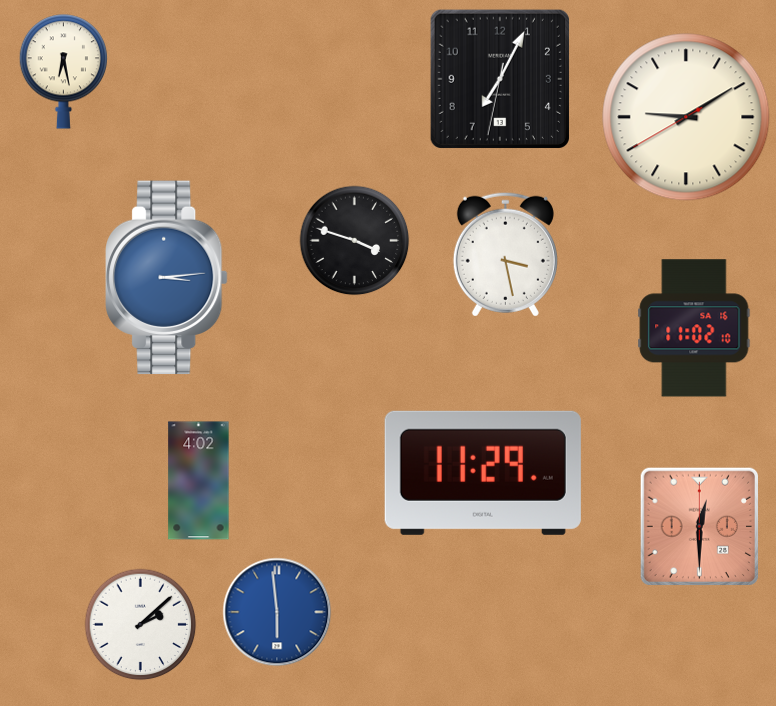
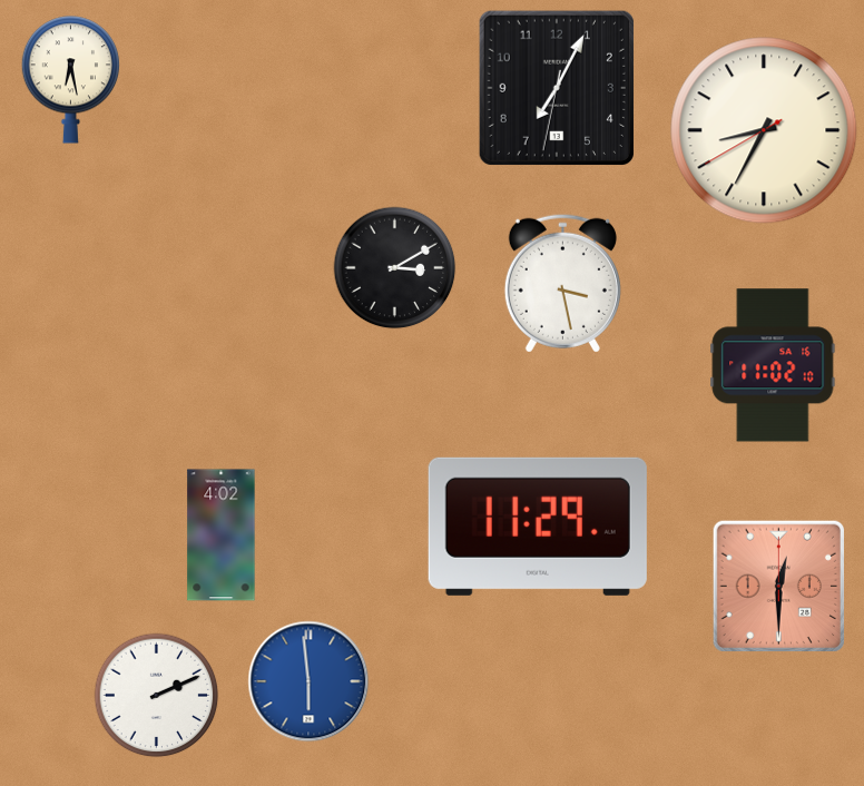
clock at (686, 117): 9:09 -> 8:34
clock at (355, 241): 3:48 -> 3:10
clock at (167, 278): 3:14 -> none
clock at (141, 625): 2:08 -> 2:11
